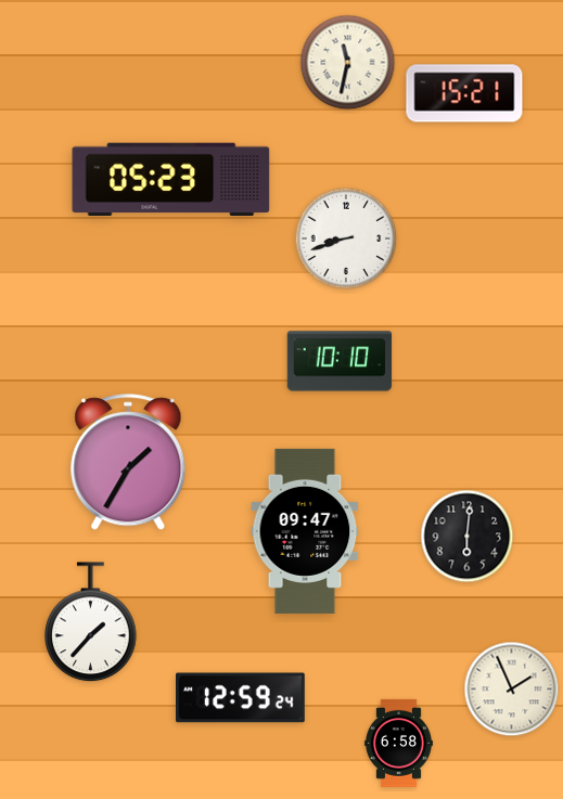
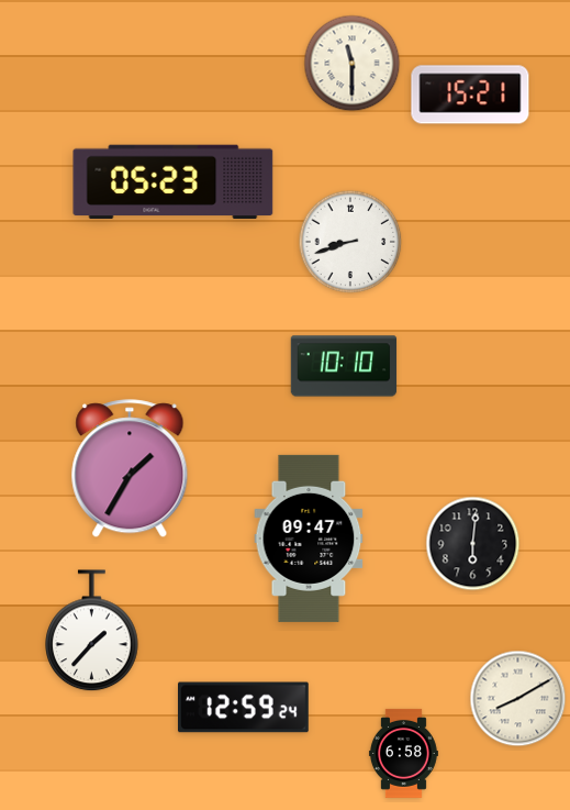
clock at (348, 63): 11:32 -> 11:30
clock at (512, 690): 1:56 -> 8:10
